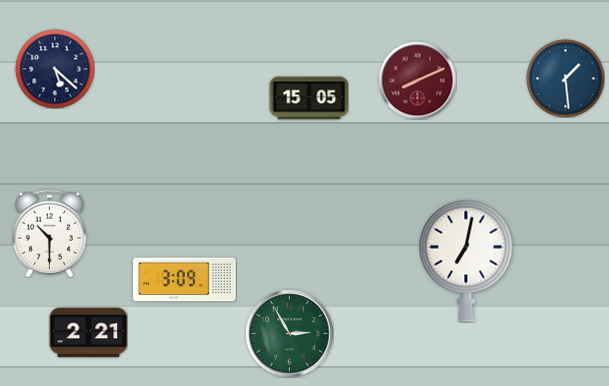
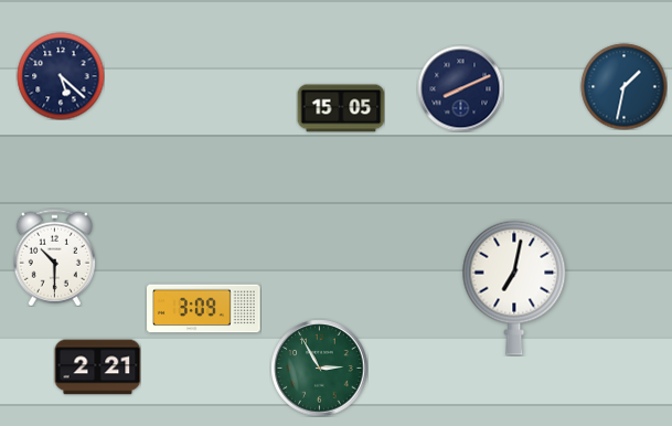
clock at (565, 78): 1:29 -> 1:32
clock at (417, 80) dial: burgundy -> navy
